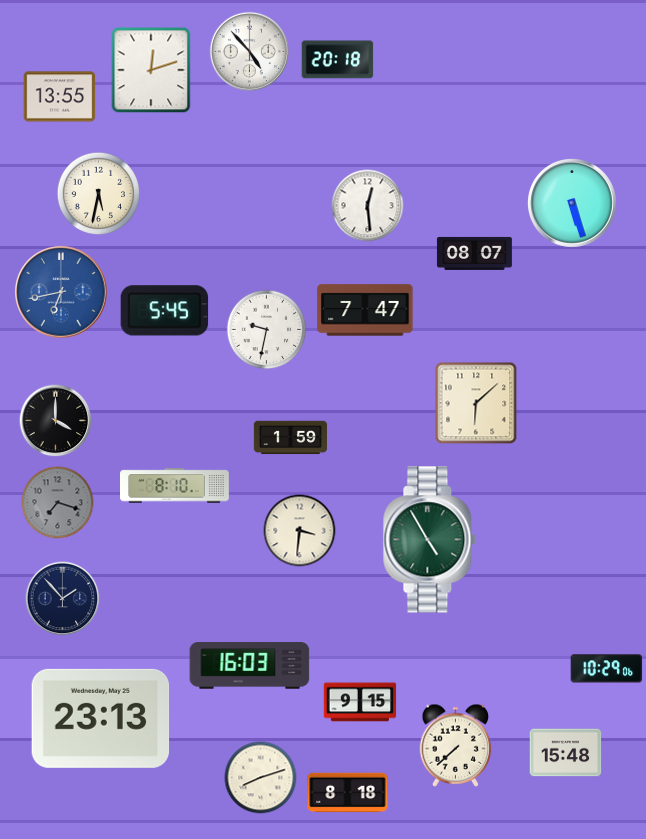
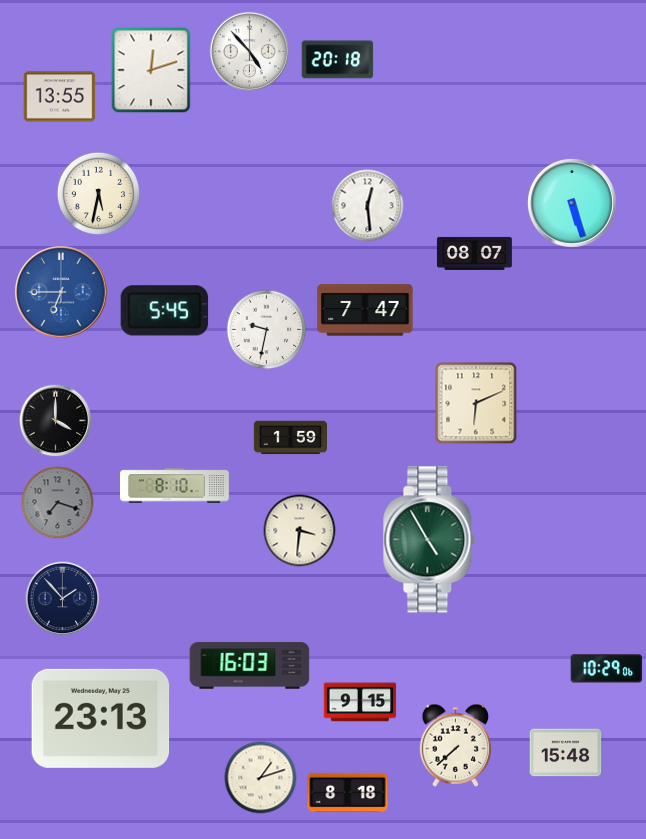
clock at (61, 292): 6:43 -> 6:45
clock at (476, 403): 6:08 -> 6:11
clock at (261, 778): 8:12 -> 1:12
